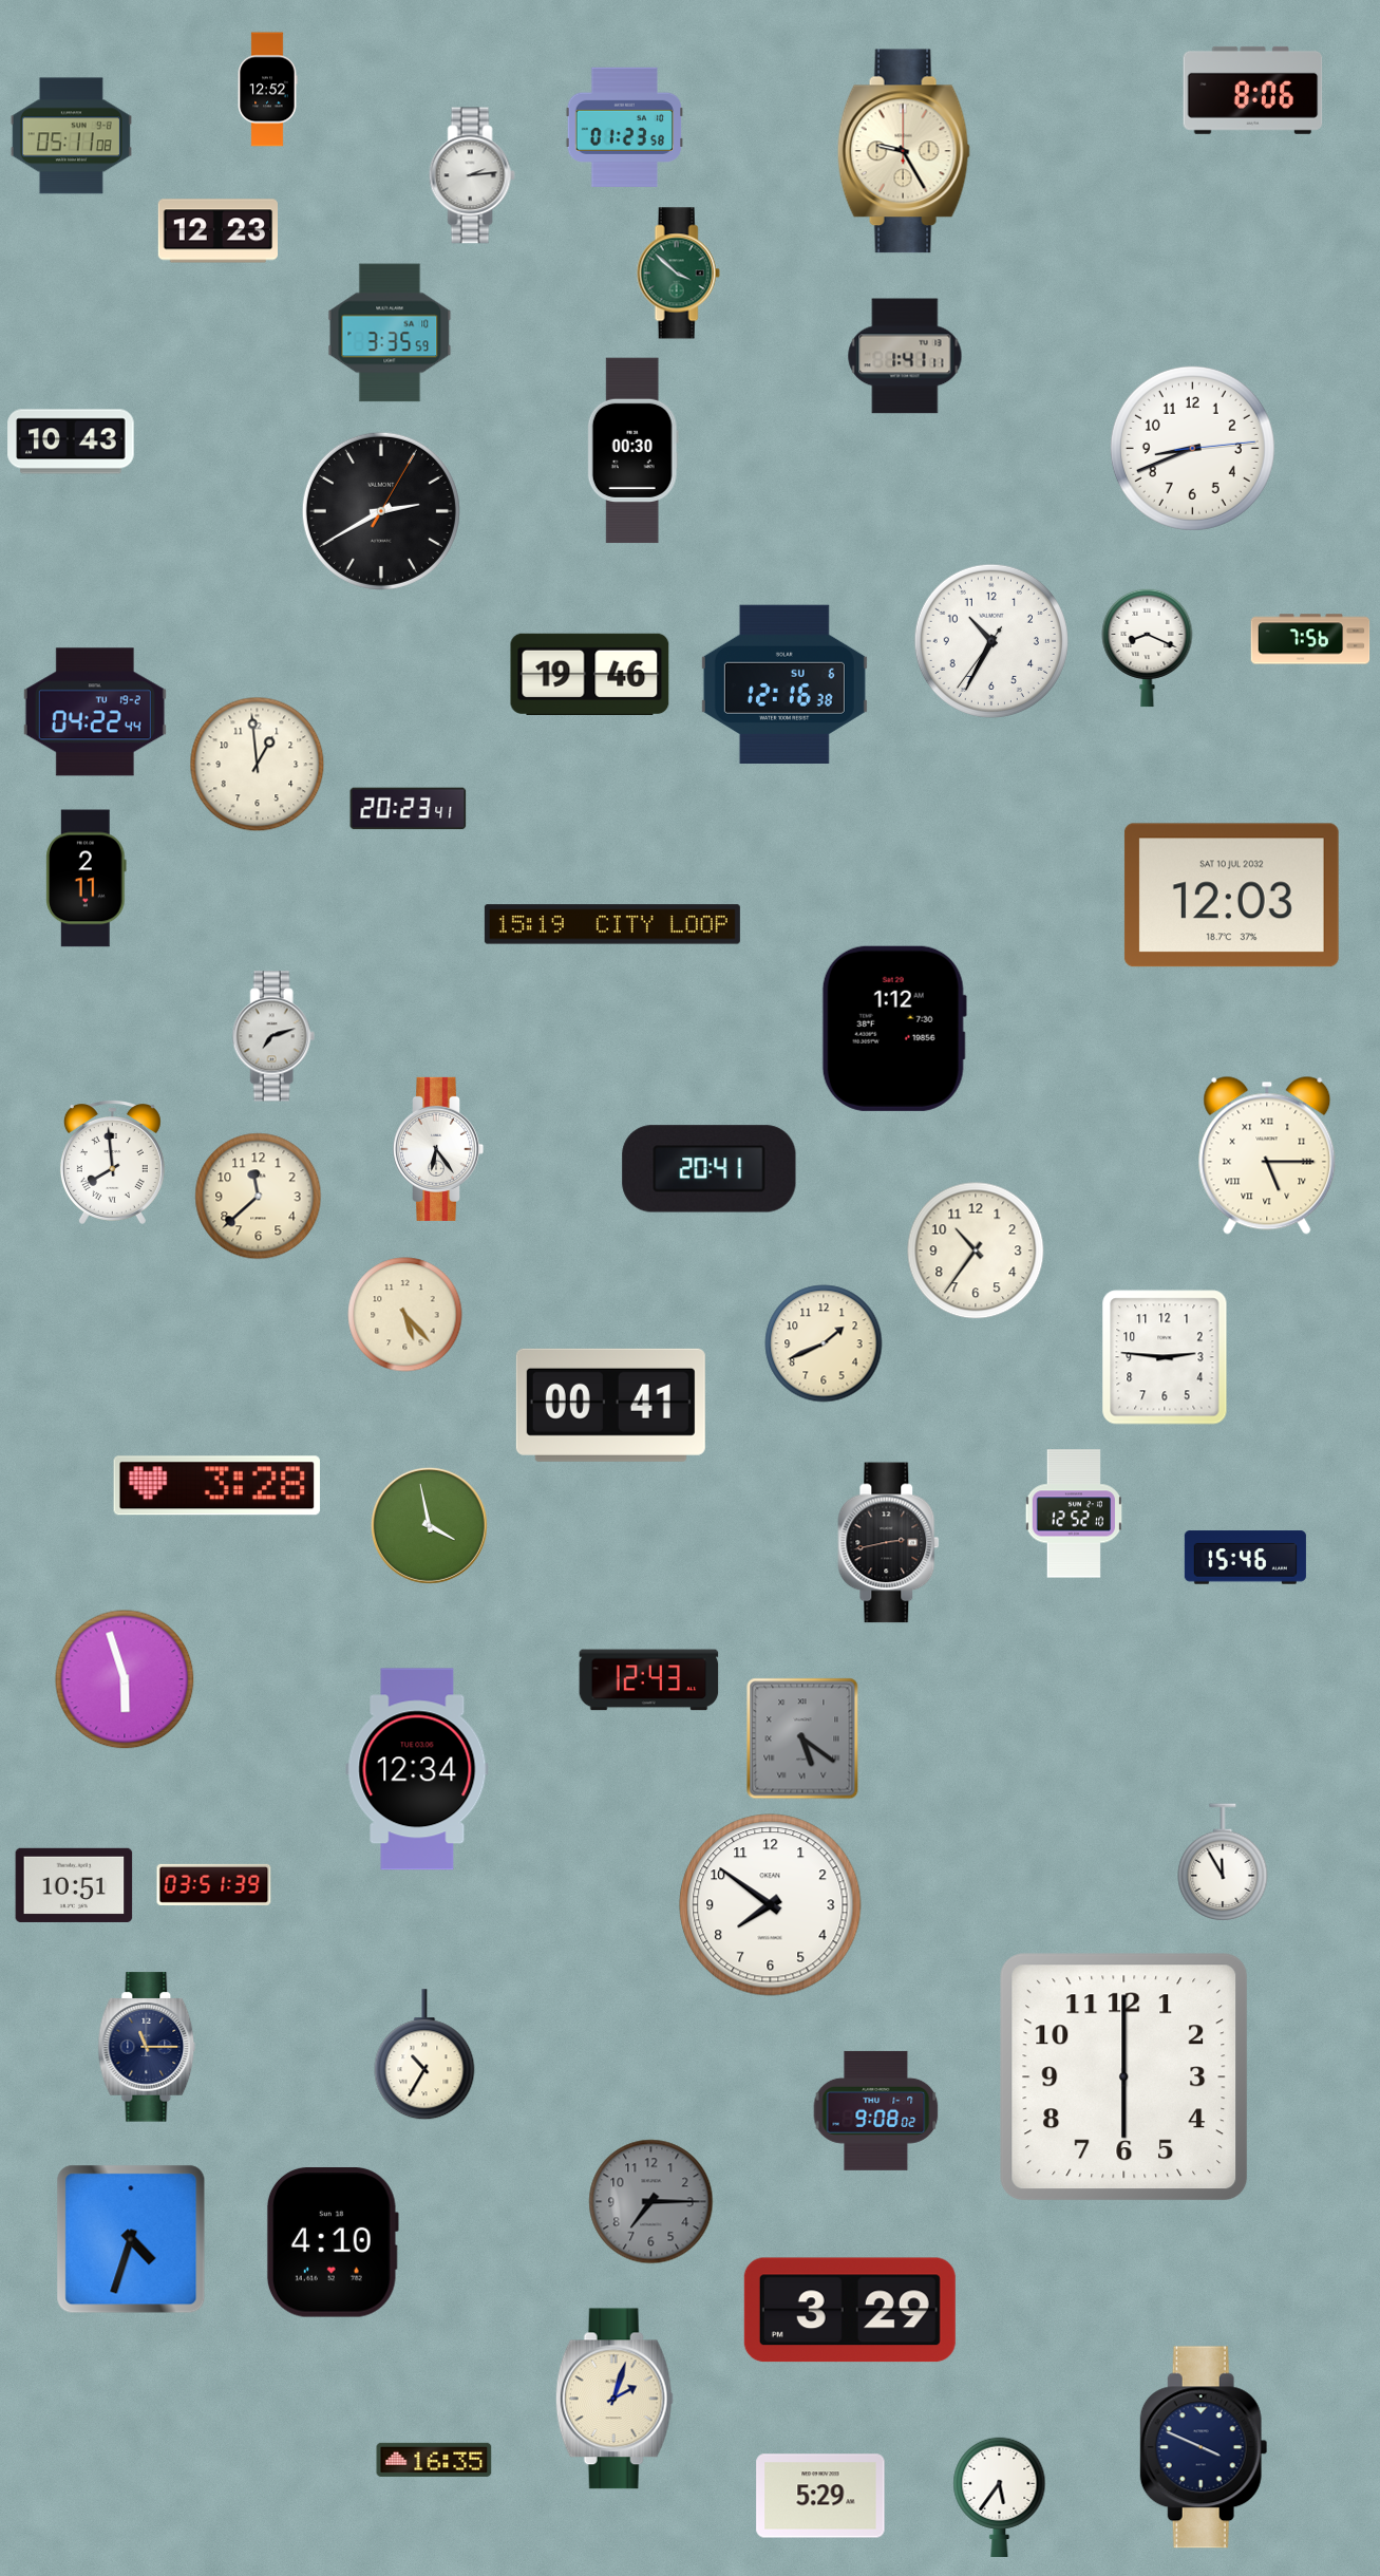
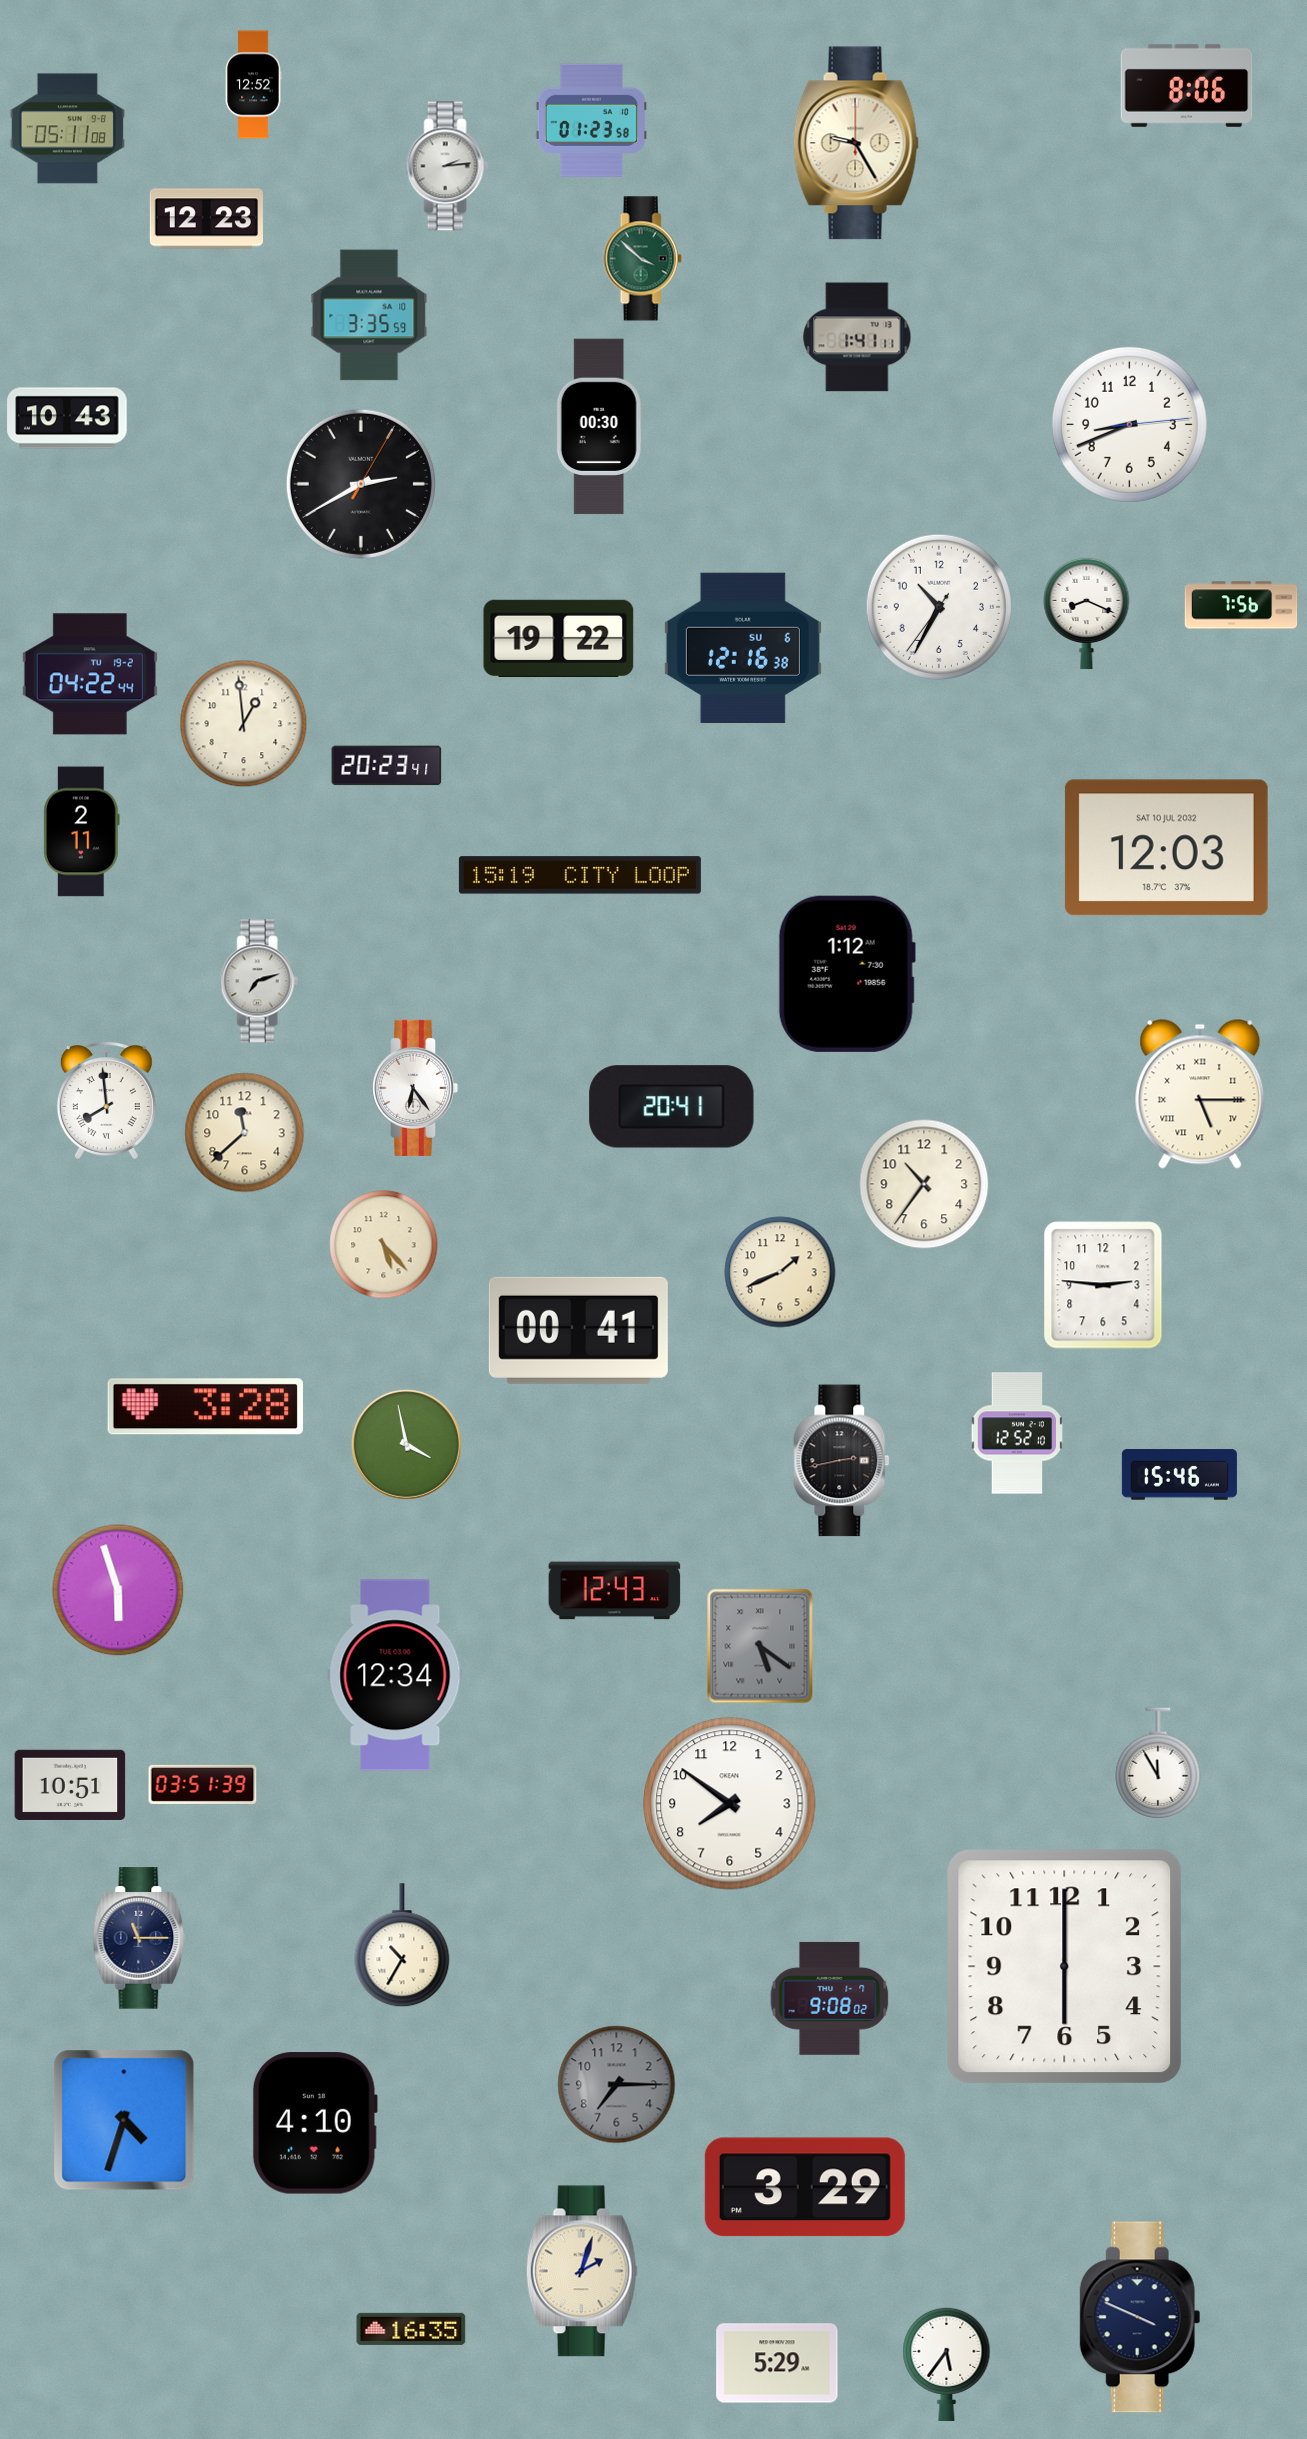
clock at (590, 674): 19:46 -> 19:22
